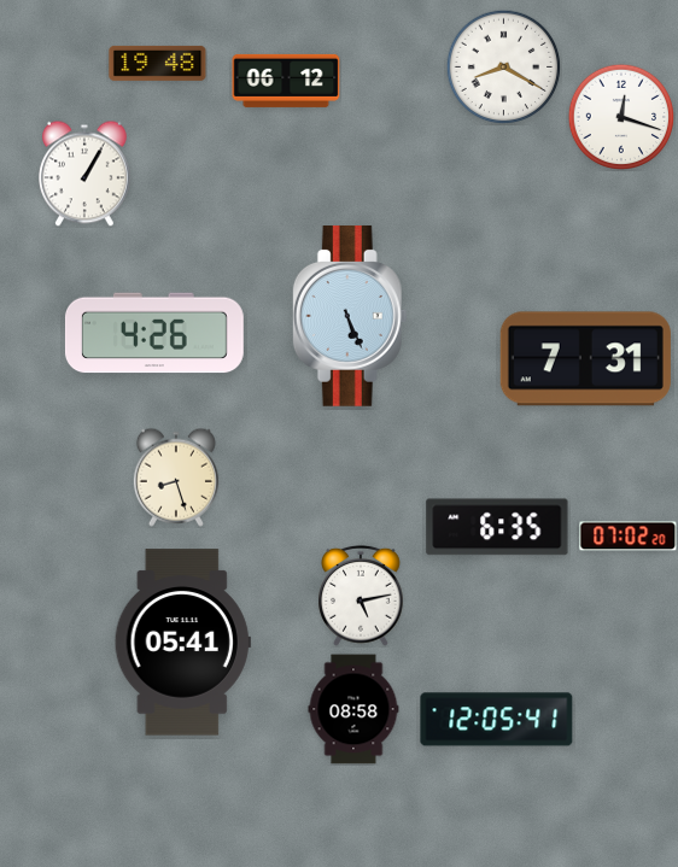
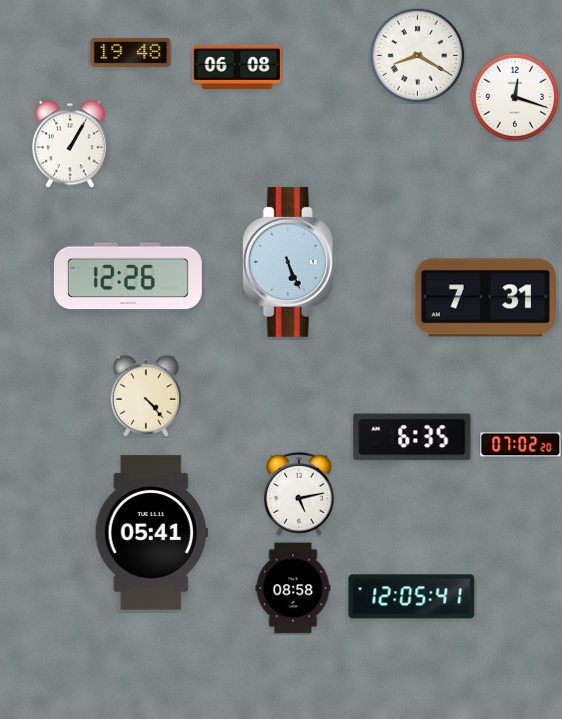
clock at (286, 81): 06:12 -> 06:08
clock at (154, 333): 4:26 -> 12:26
clock at (176, 478): 8:27 -> 4:23
